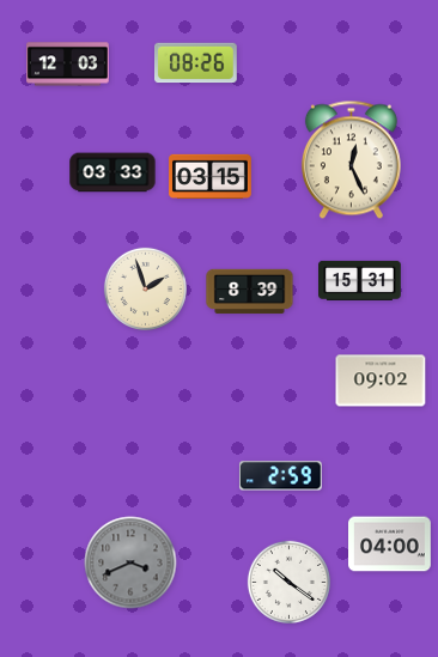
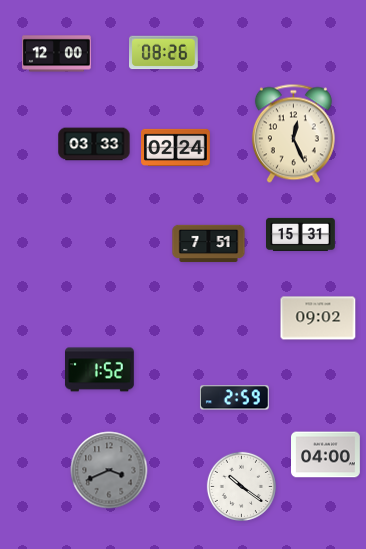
clock at (68, 65): 12:03 -> 12:00
clock at (211, 176): 03:15 -> 02:24
clock at (145, 288): 1:57 -> none
clock at (250, 292): 8:39 -> 7:51
clock at (100, 370): none -> 1:52
